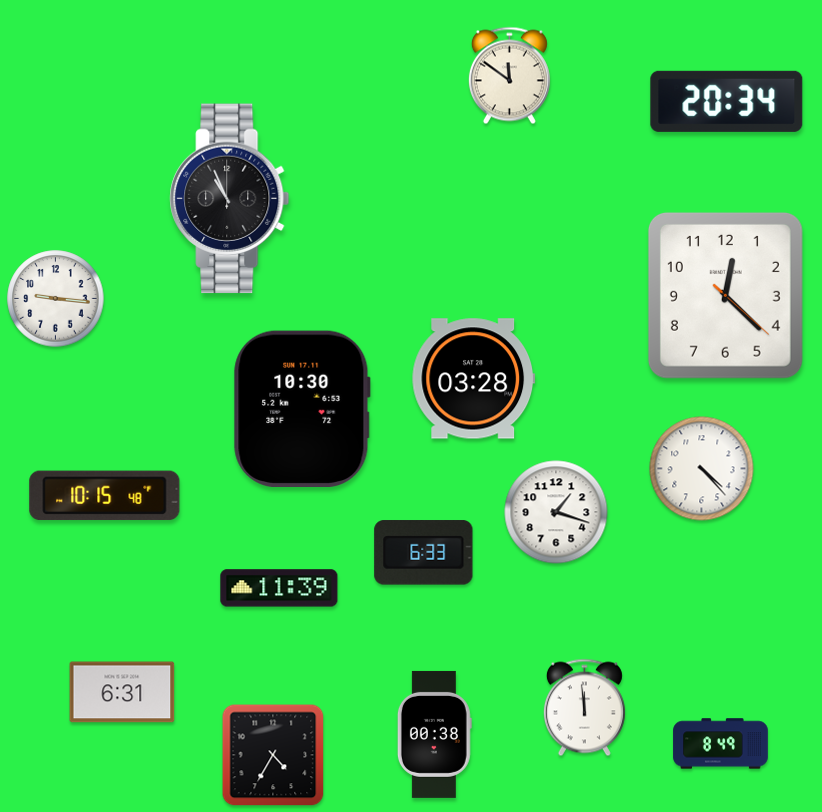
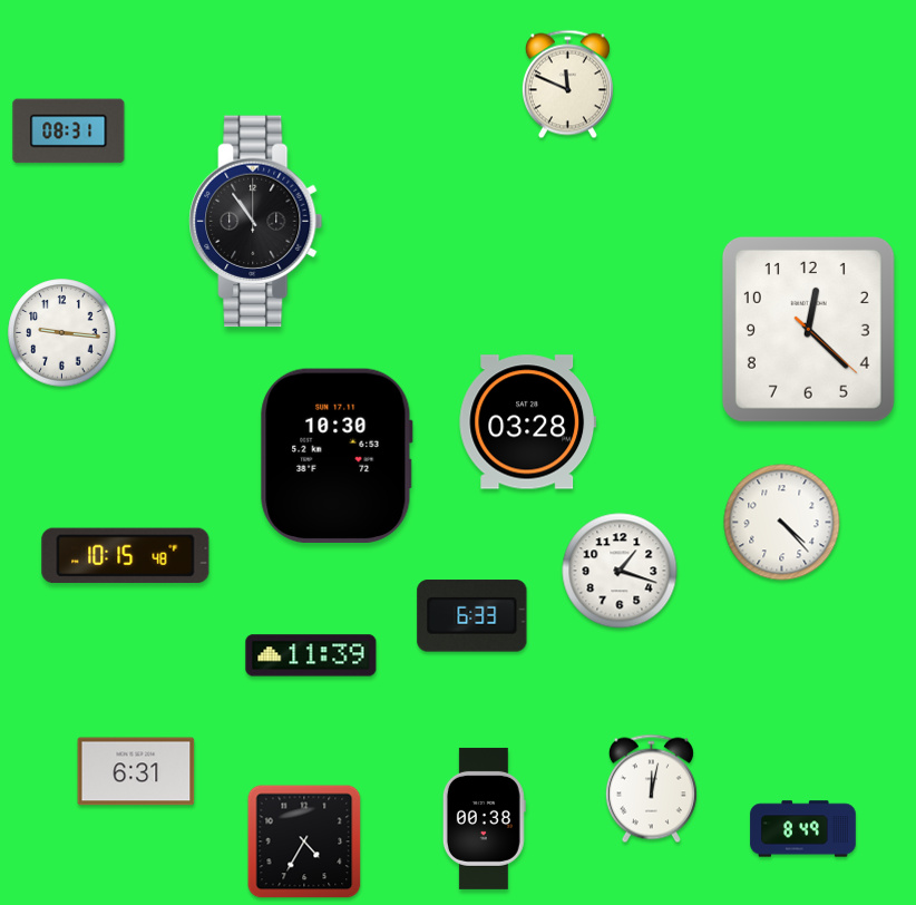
clock at (509, 76): 11:51 -> 11:49
clock at (727, 101): 20:34 -> none
clock at (69, 132): none -> 08:31
clock at (230, 199): 10:56 -> 10:54
clock at (105, 496) position: (105, 496) -> (126, 556)
clock at (584, 708): 11:59 -> 12:02
